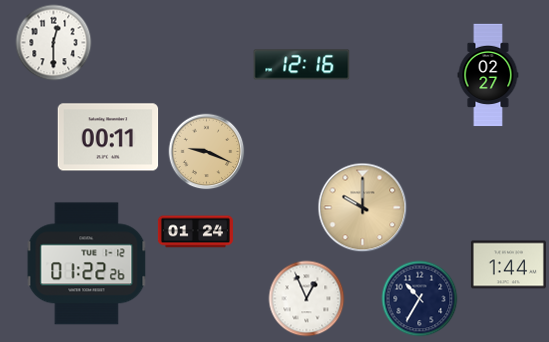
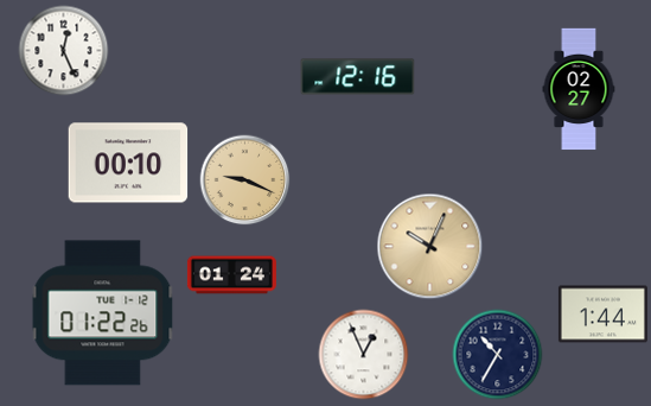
clock at (54, 43): 12:30 -> 12:26
clock at (108, 137): 00:11 -> 00:10
clock at (363, 208): 10:00 -> 10:04
